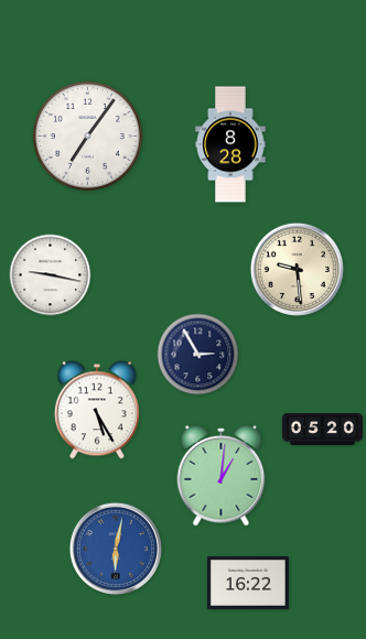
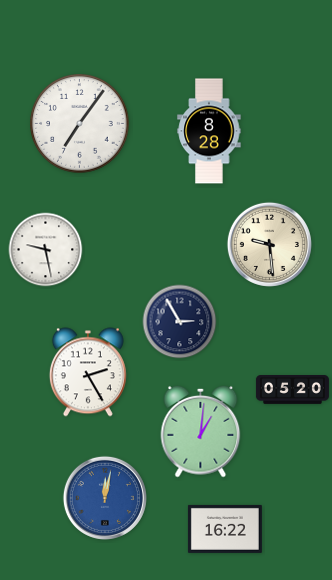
clock at (51, 275): 9:17 -> 9:28
clock at (97, 410): 5:25 -> 2:25
clock at (116, 549): 6:02 -> 12:02
